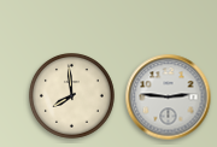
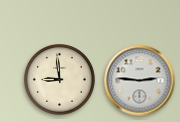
clock at (72, 96): 7:59 -> 8:59
